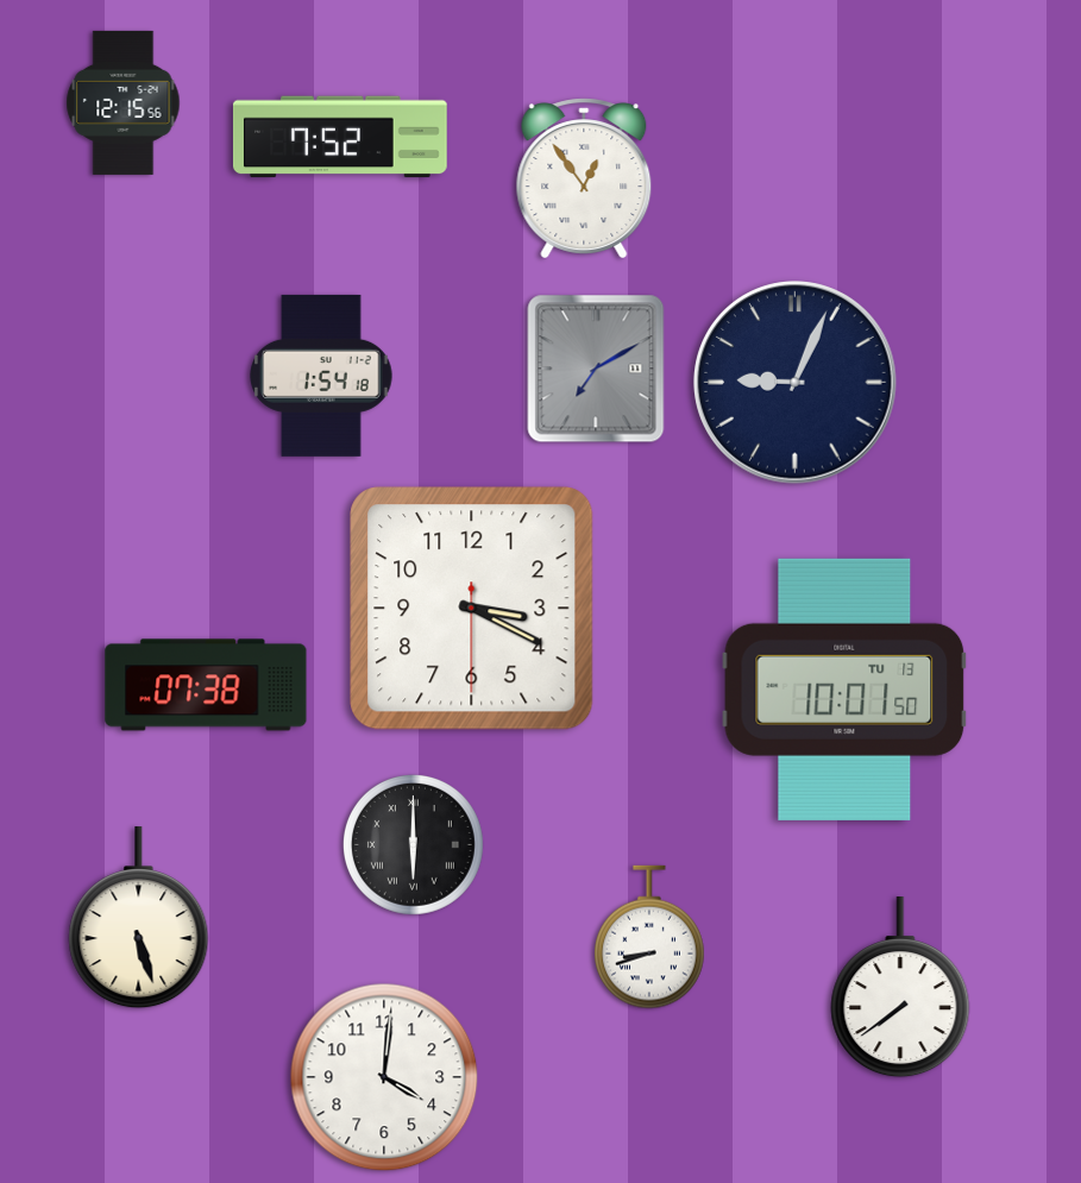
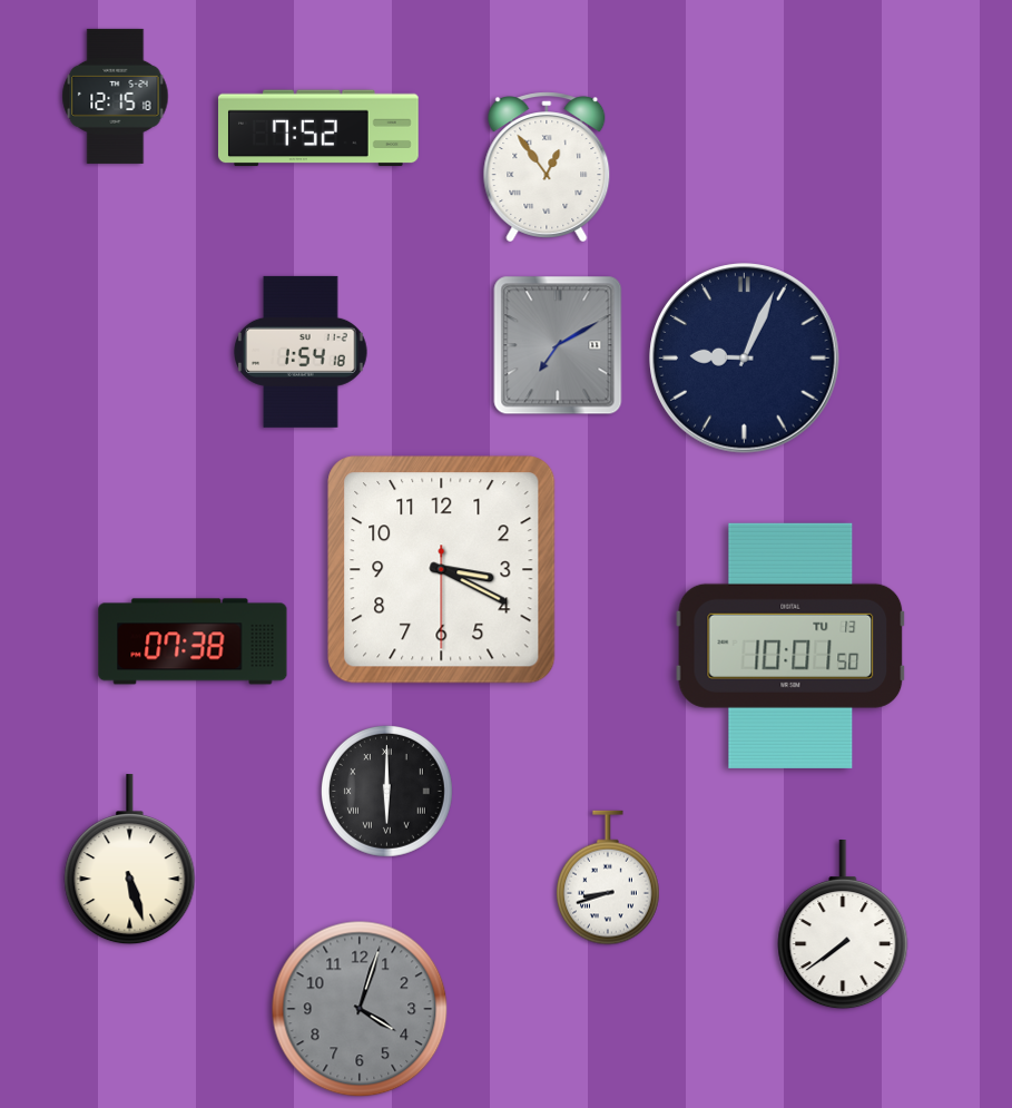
clock at (124, 102): 12:15:56 -> 12:15:18
clock at (384, 1077): 4:01 -> 4:03
clock at (384, 1077) dial: white -> grey
